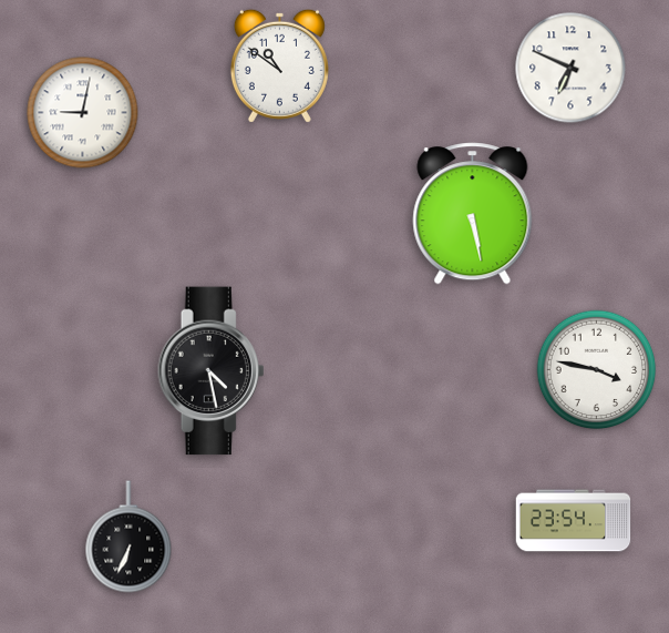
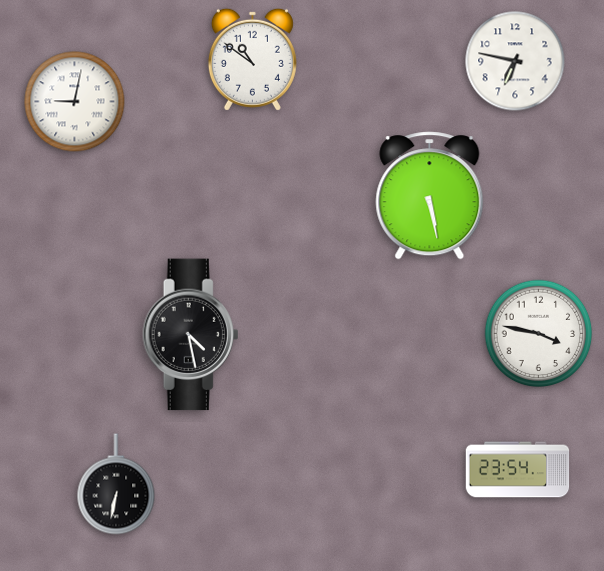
clock at (570, 68): 6:49 -> 6:47
clock at (473, 214) position: (473, 214) -> (430, 196)
clock at (128, 537): 6:34 -> 6:32
